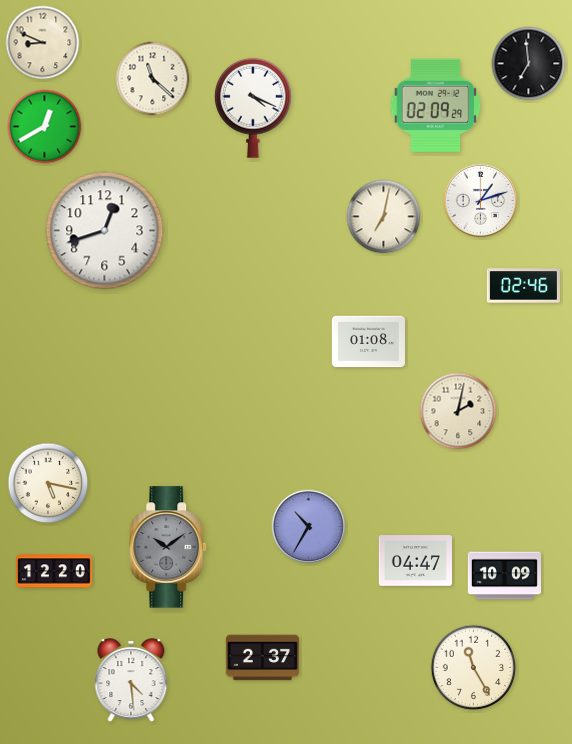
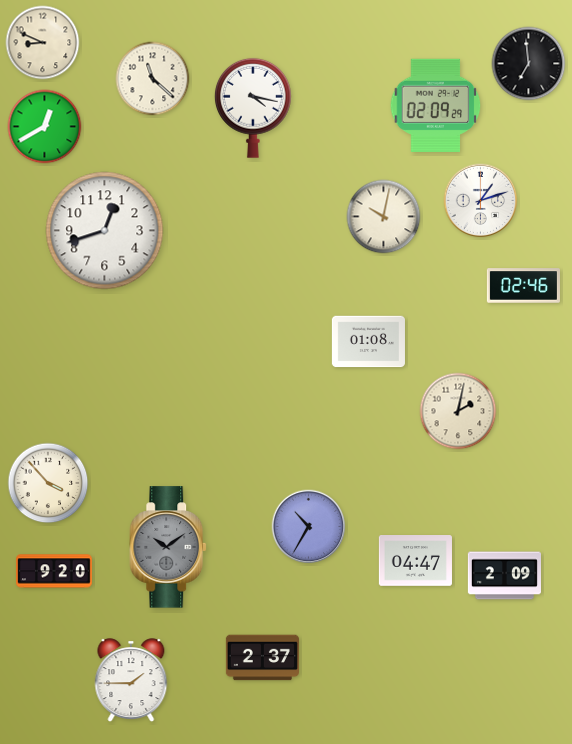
clock at (253, 108): 4:19 -> 4:17
clock at (384, 217): 7:02 -> 10:02
clock at (48, 483): 5:17 -> 3:53
clock at (55, 571): 12:20 -> 9:20
clock at (504, 576): 10:09 -> 2:09
clock at (474, 668): 11:25 -> none
clock at (131, 681): 4:29 -> 1:45
